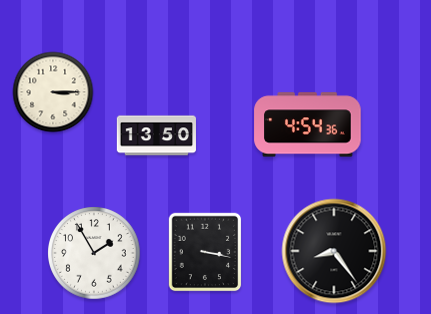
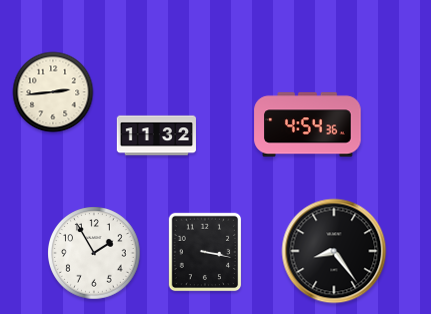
clock at (53, 92): 3:15 -> 2:44
clock at (156, 136): 13:50 -> 11:32
